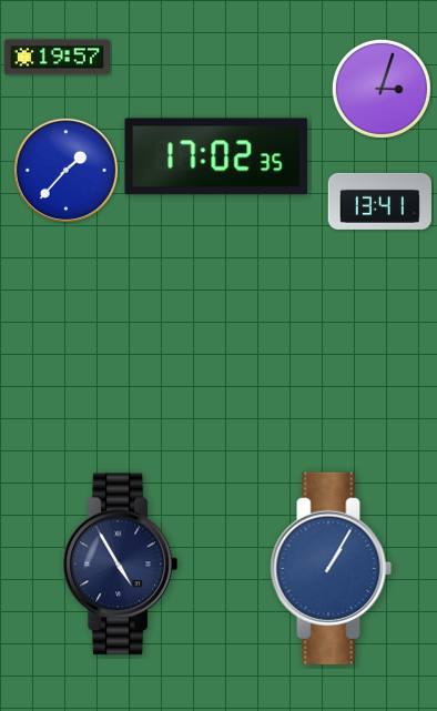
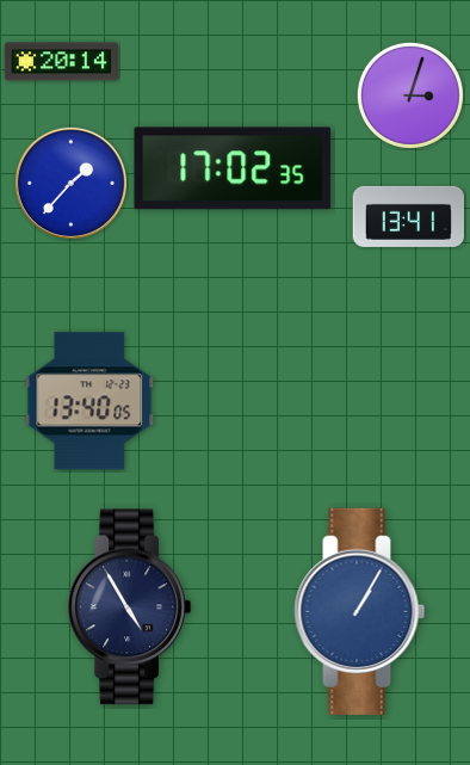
clock at (57, 58): 19:57 -> 20:14
clock at (89, 401): none -> 13:40
clock at (332, 568) position: (332, 568) -> (360, 611)
